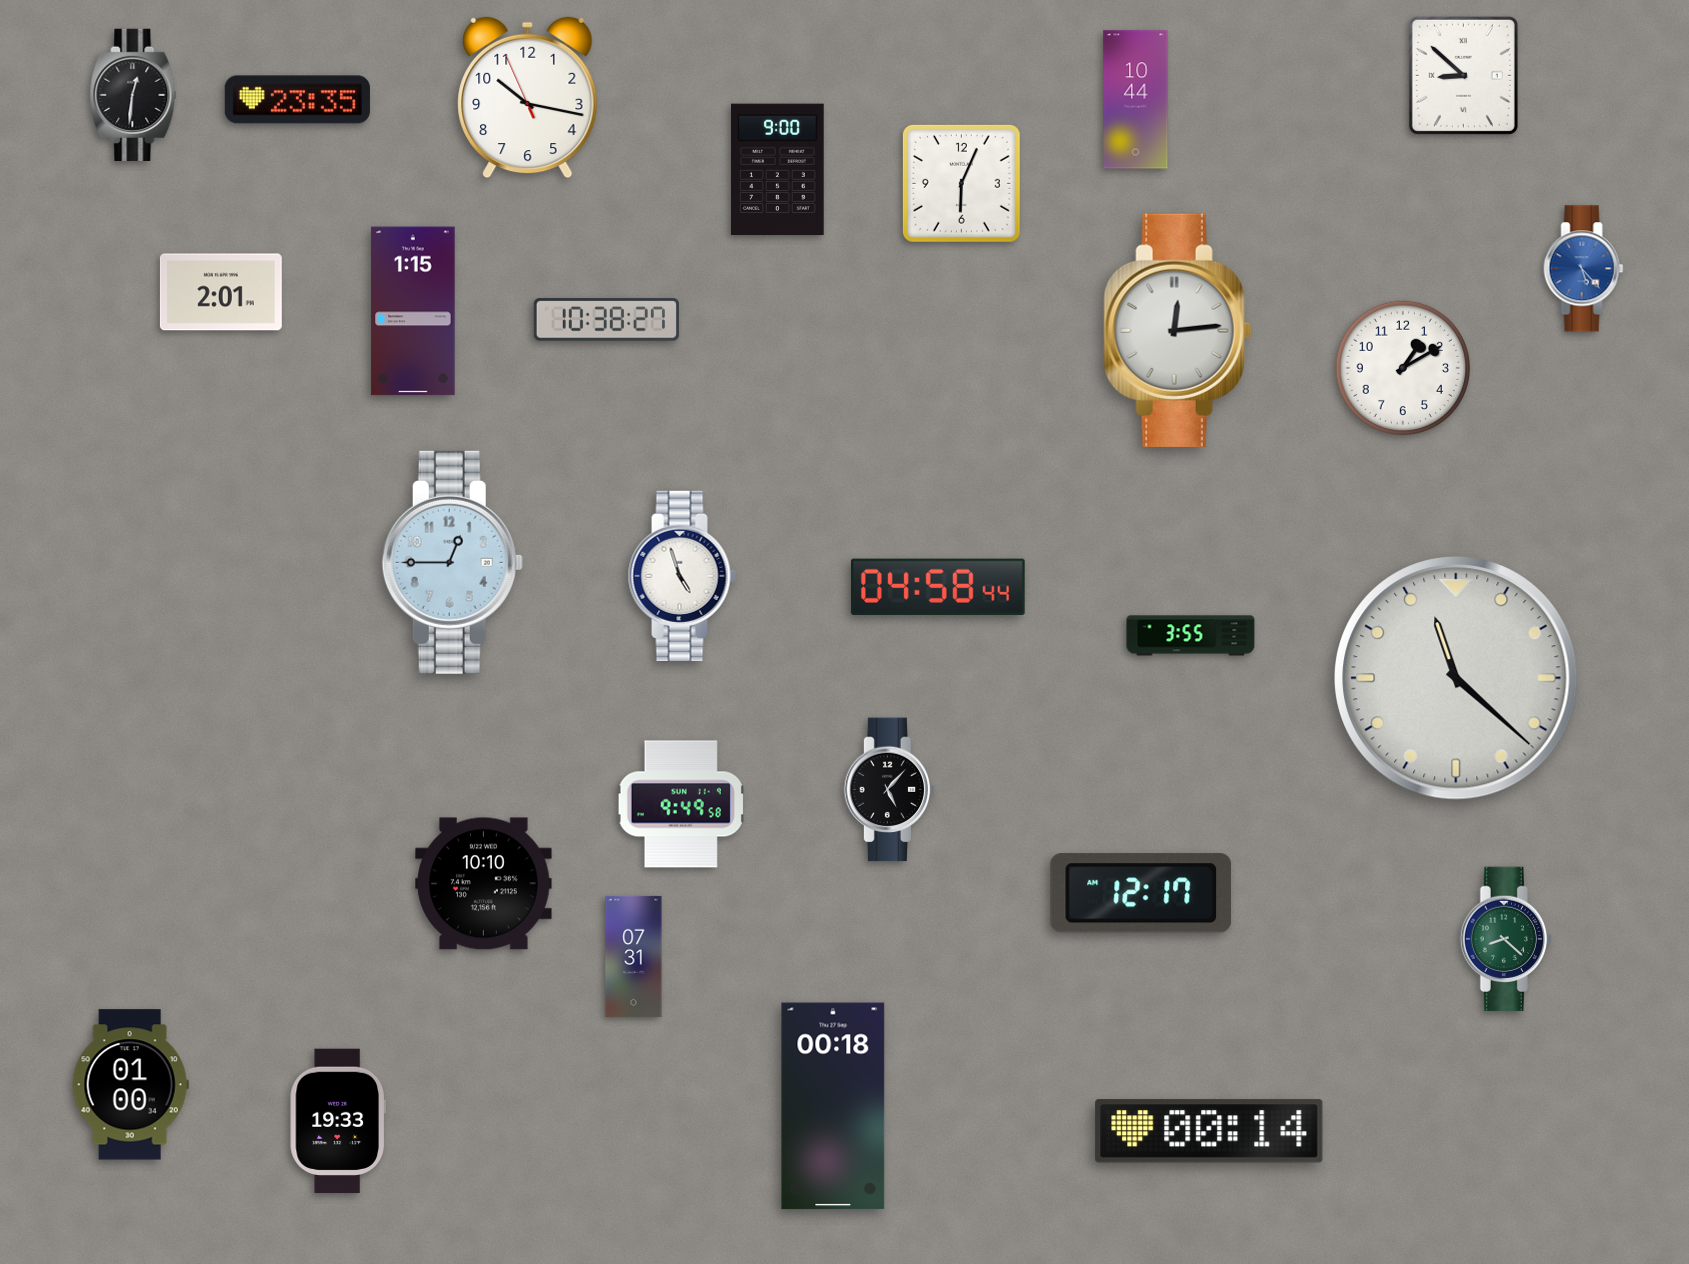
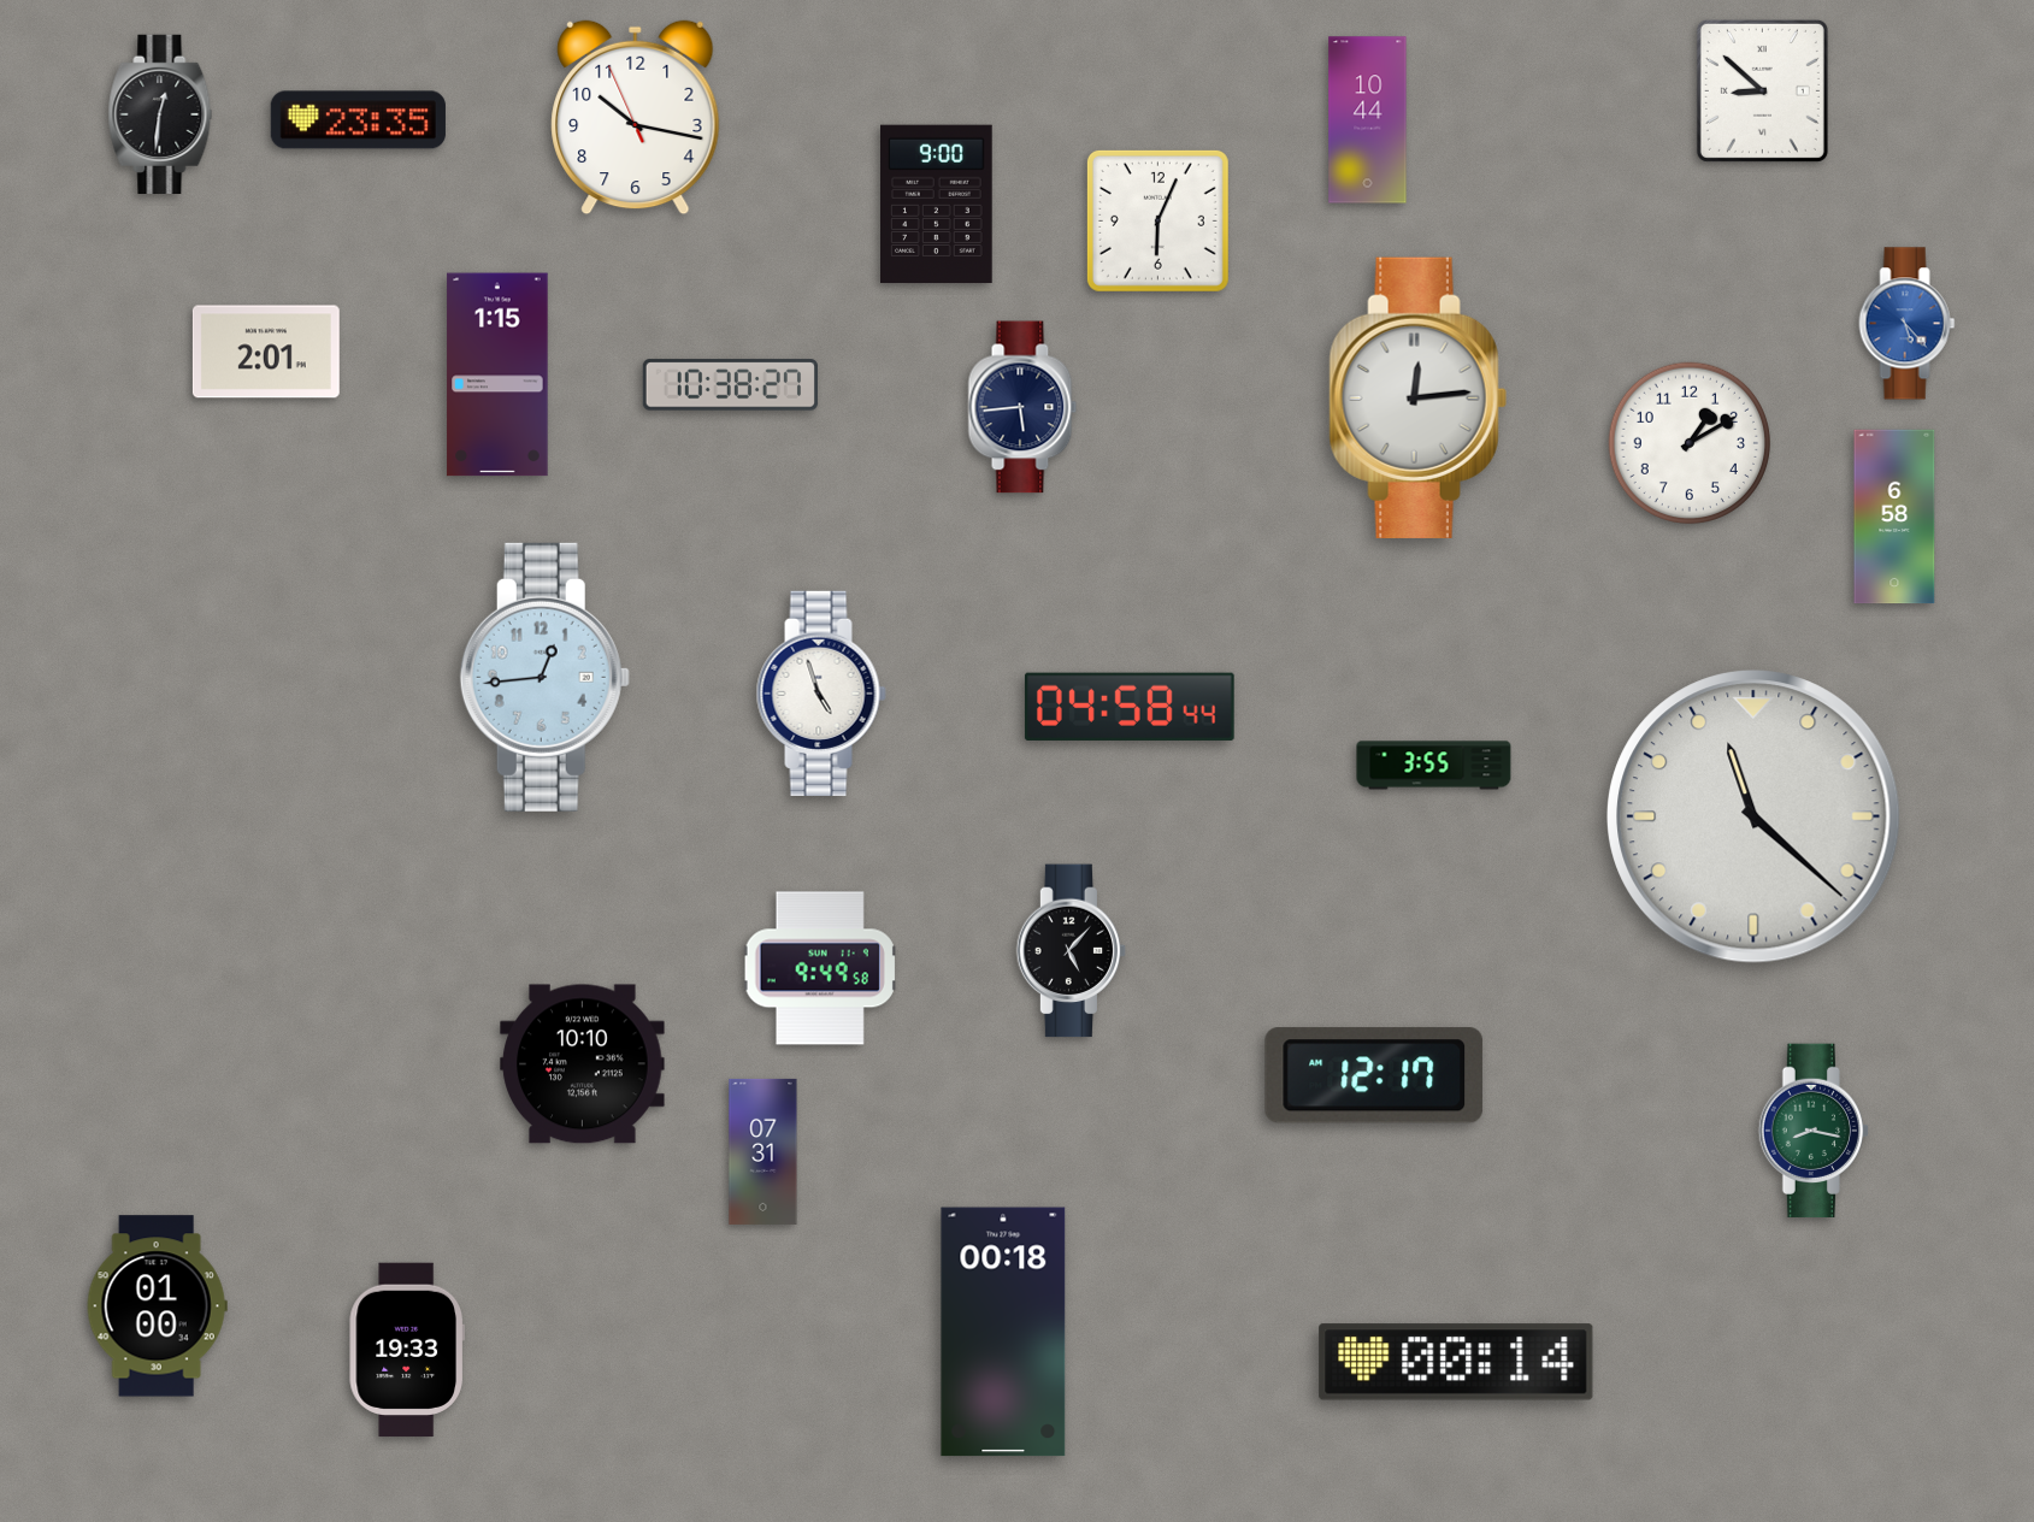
clock at (1022, 407): none -> 5:44
clock at (1894, 517): none -> 6:58
clock at (452, 562): 12:45 -> 12:44
clock at (1505, 939): 8:22 -> 8:17
